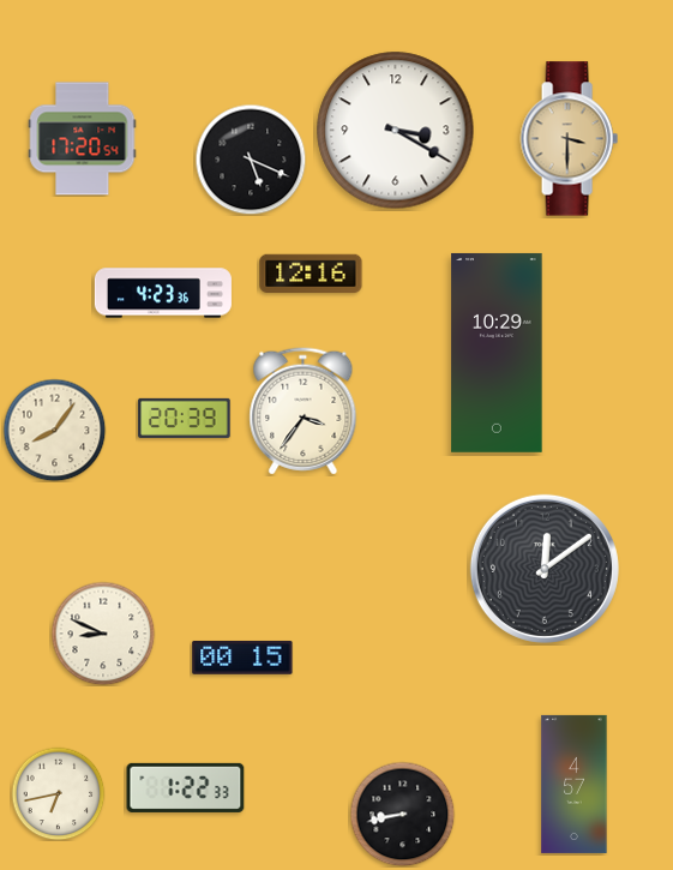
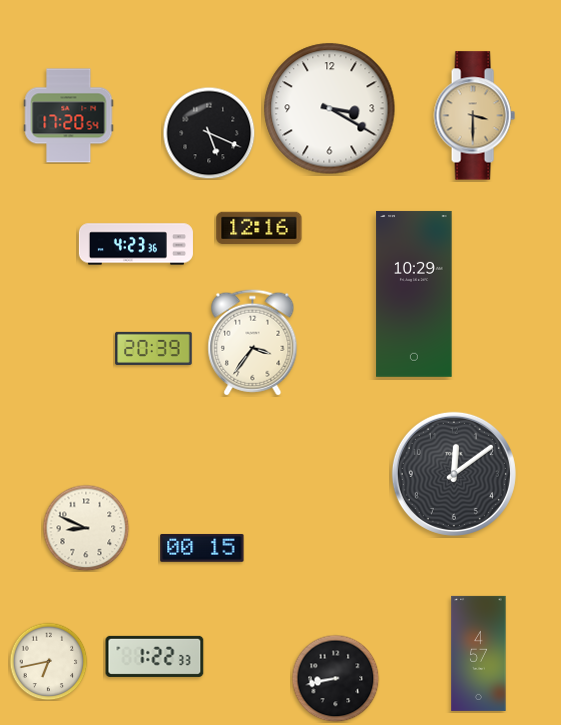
clock at (54, 430): 8:06 -> none
